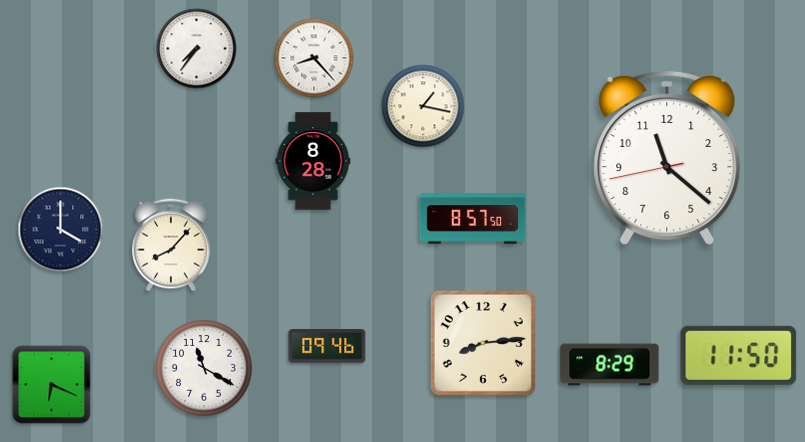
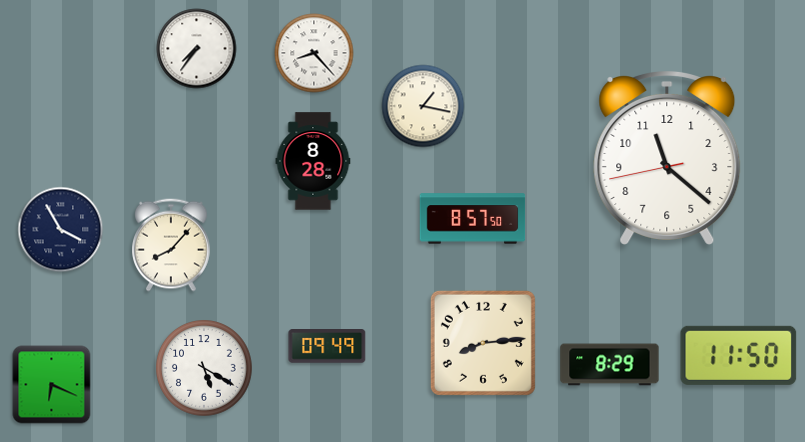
clock at (314, 58) position: (314, 58) -> (314, 53)
clock at (61, 230): 4:00 -> 3:55
clock at (327, 346): 09:46 -> 09:49
clock at (205, 369): 11:20 -> 5:20
